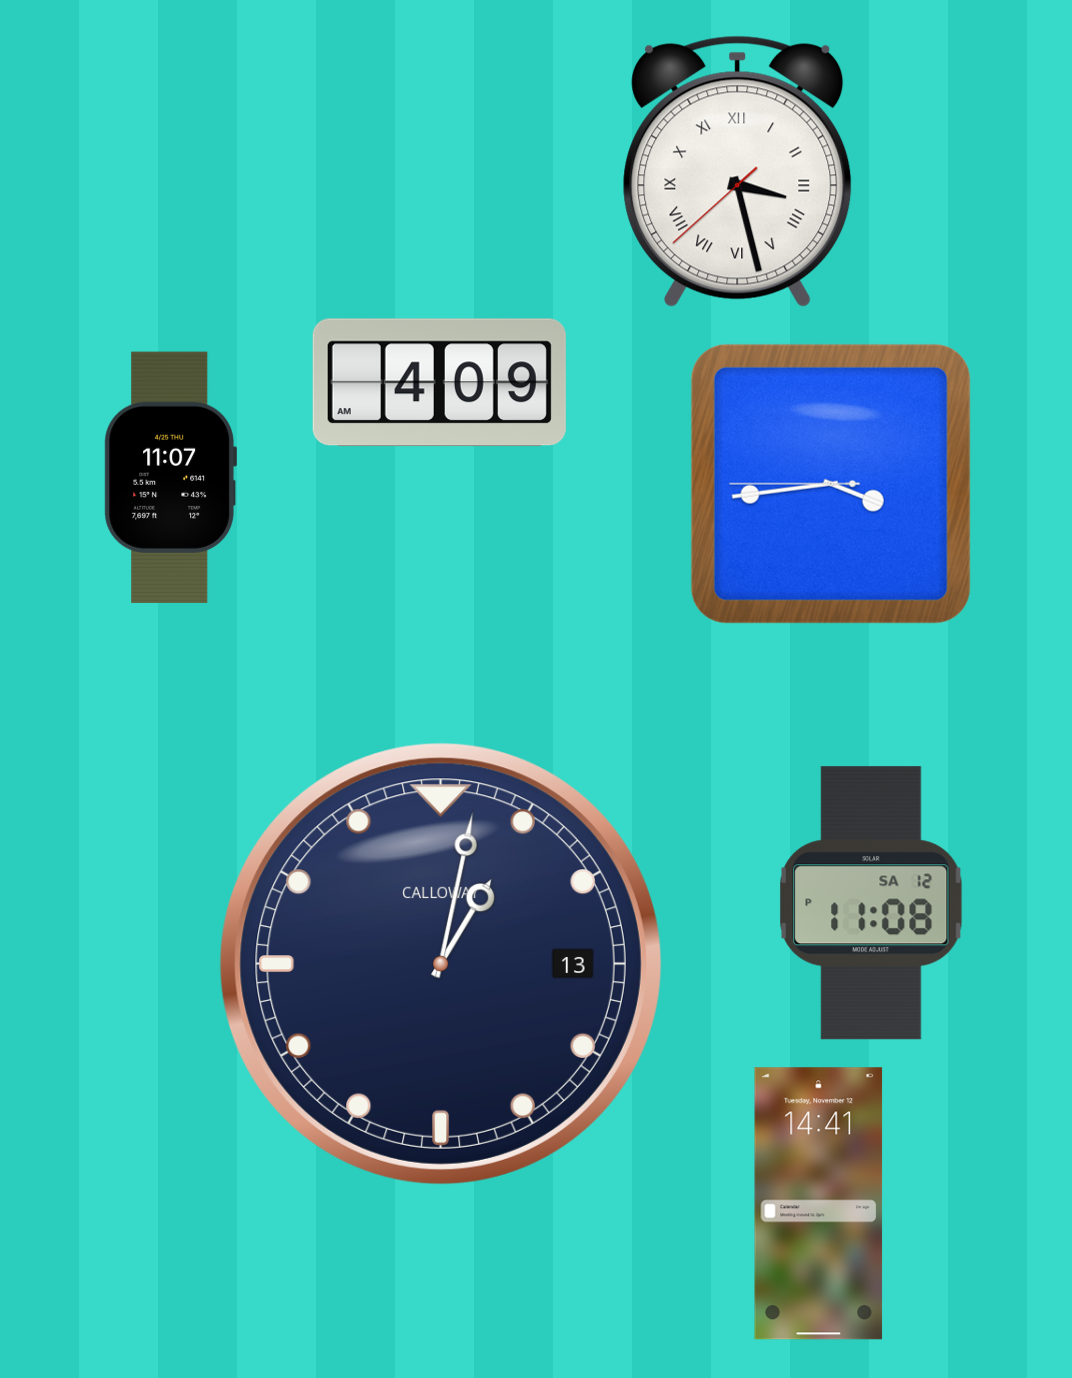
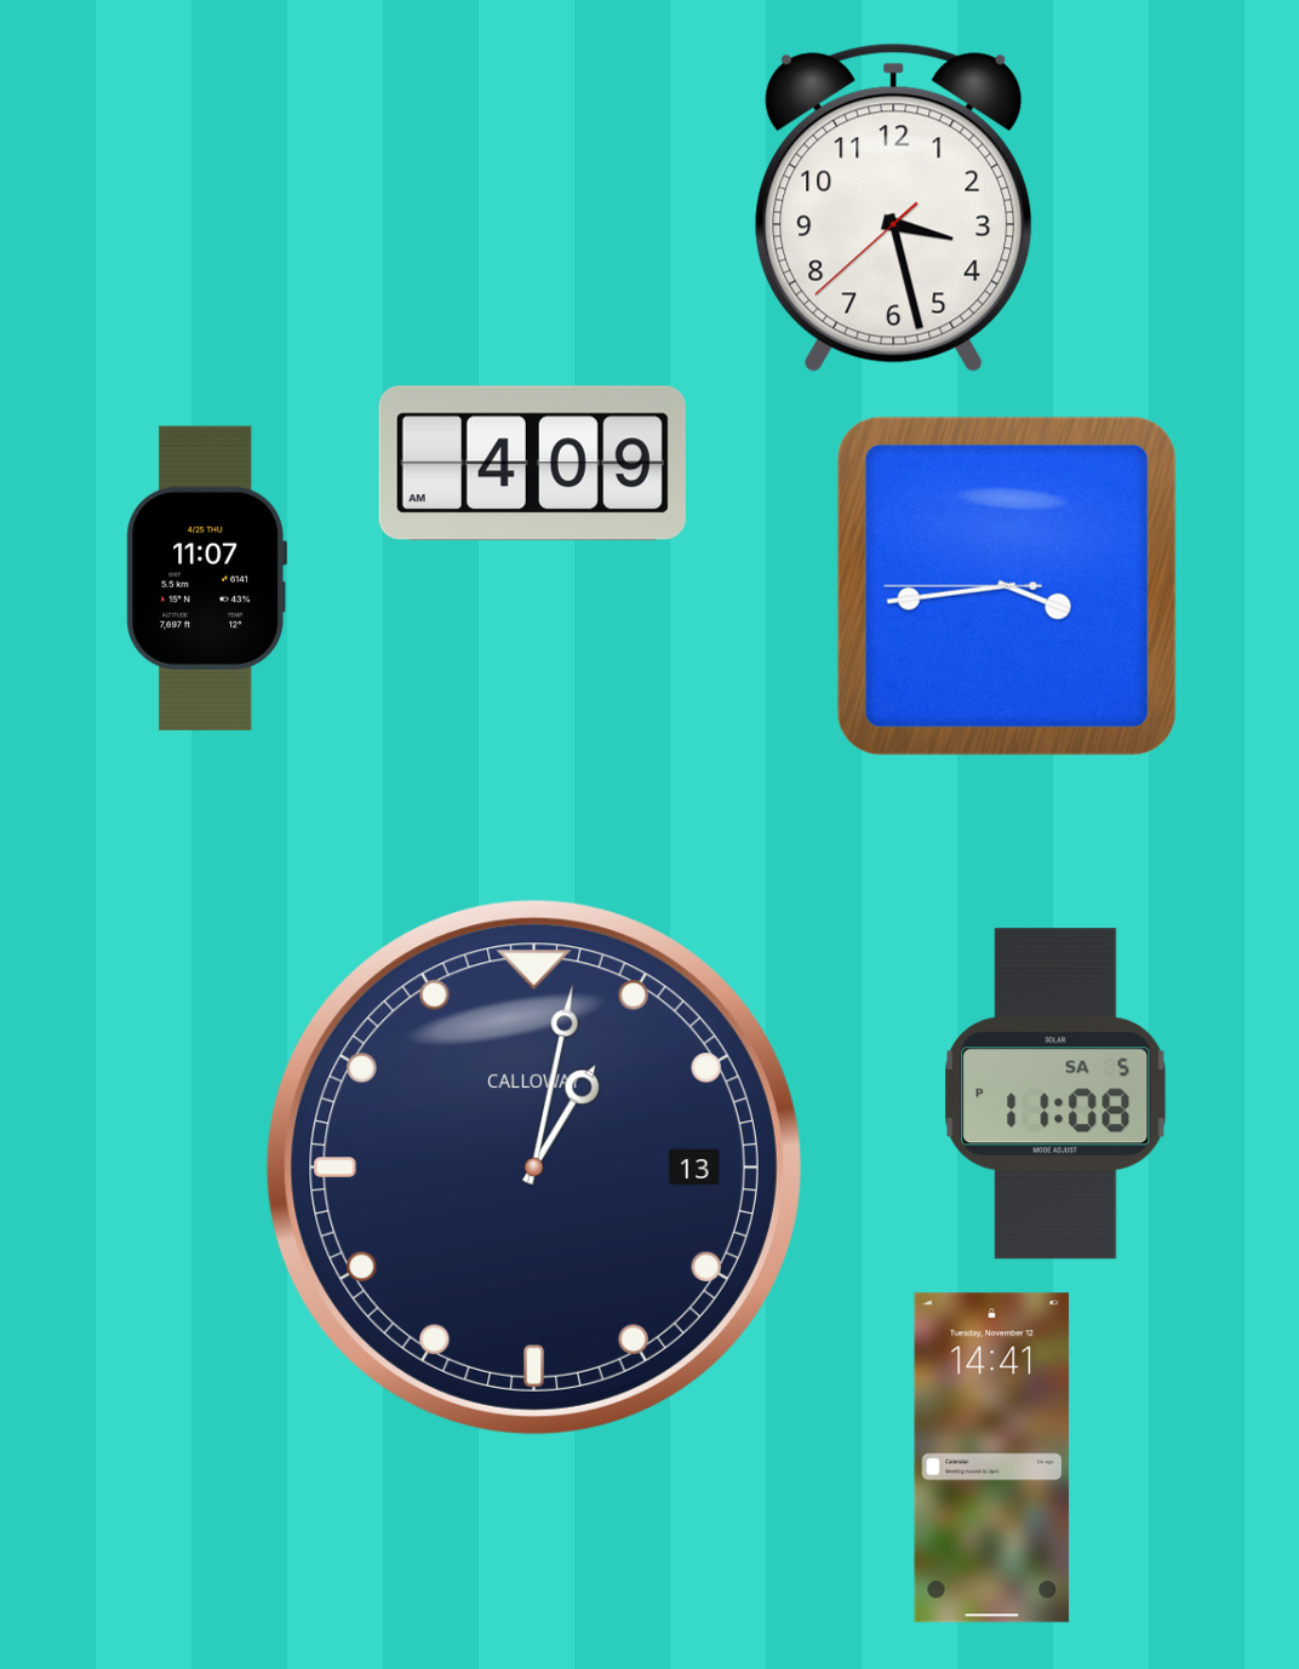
clock at (738, 171) numerals: Roman -> Arabic
clock at (871, 903) date: SA 12 -> SA 5
